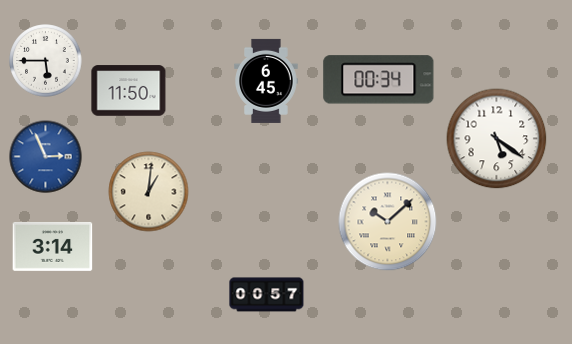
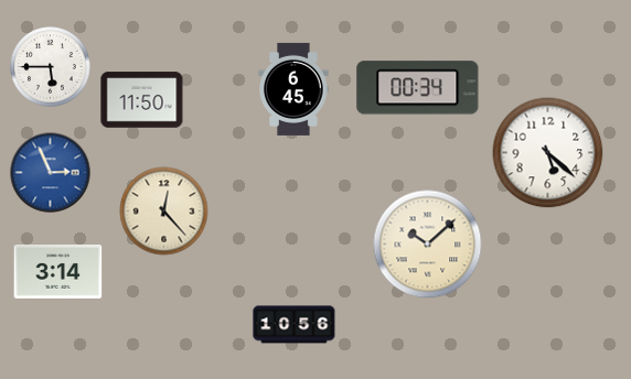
clock at (497, 139): 5:21 -> 5:22
clock at (149, 192): 1:01 -> 12:23
clock at (267, 295): 00:57 -> 10:56
